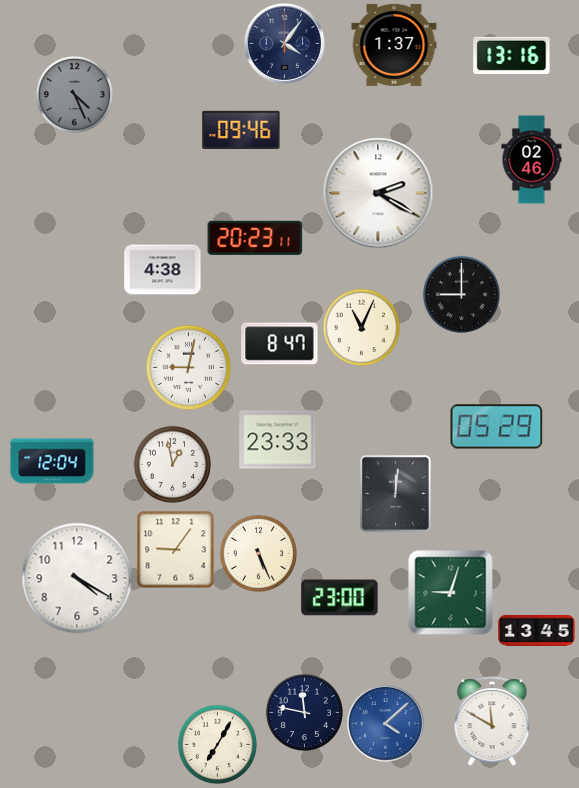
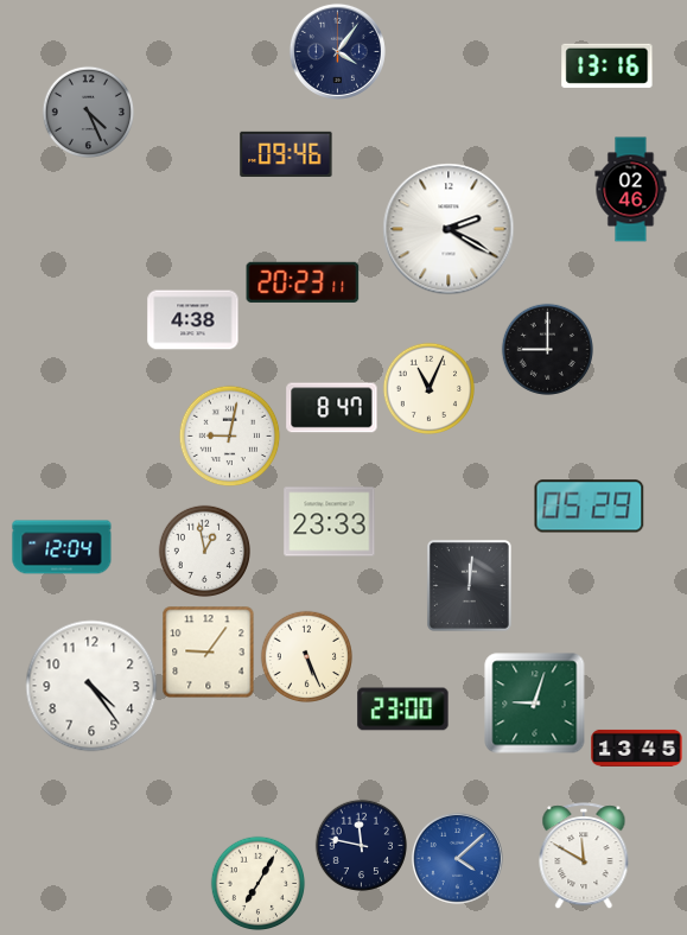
clock at (394, 45): 1:37 -> none
clock at (188, 367) position: (188, 367) -> (229, 435)
clock at (77, 578): 4:20 -> 4:24
